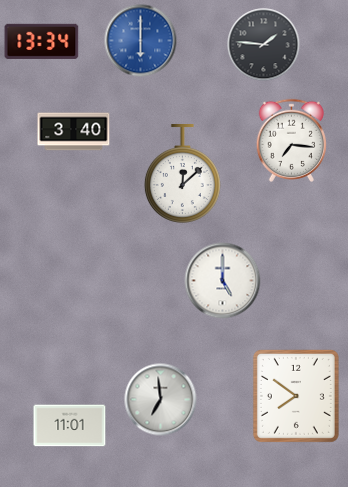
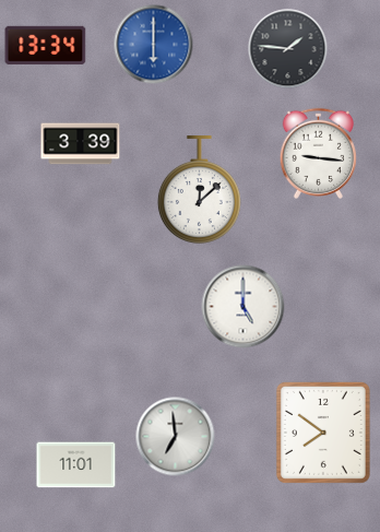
clock at (74, 132): 3:40 -> 3:39
clock at (291, 140): 7:16 -> 9:16
